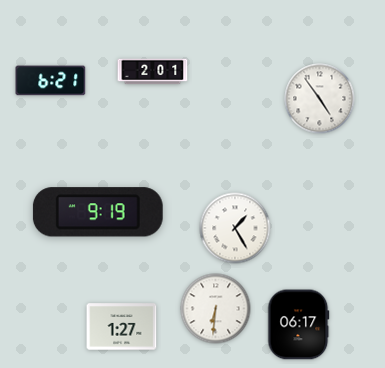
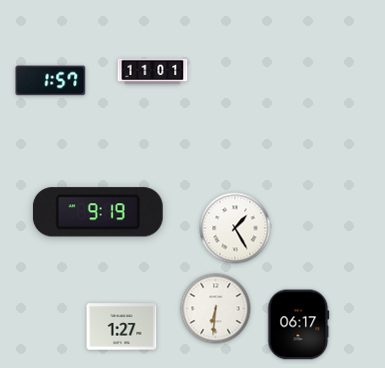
clock at (153, 72): 2:01 -> 11:01
clock at (51, 81): 6:21 -> 1:57
clock at (320, 99): 4:54 -> none
